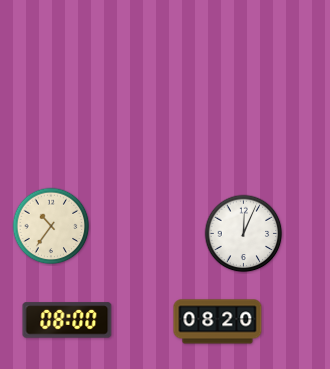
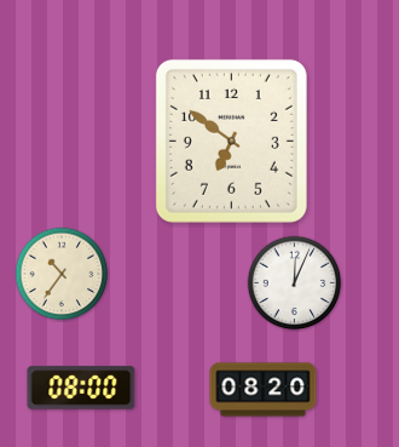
clock at (231, 141): none -> 6:51
